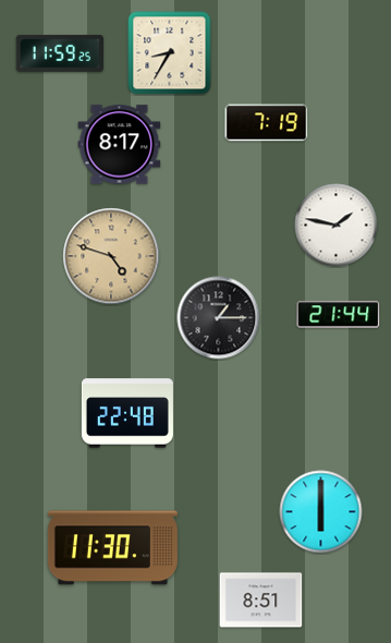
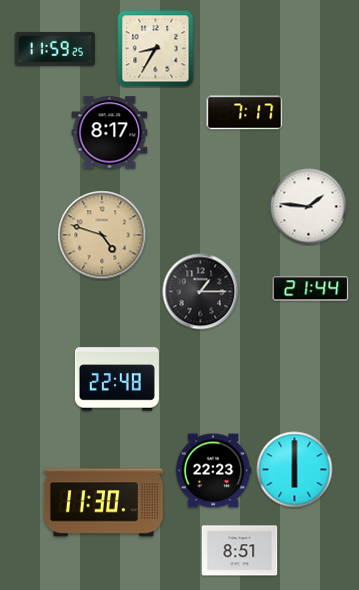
clock at (267, 123): 7:19 -> 7:17
clock at (337, 226): 1:47 -> 1:46
clock at (213, 471): none -> 22:23
